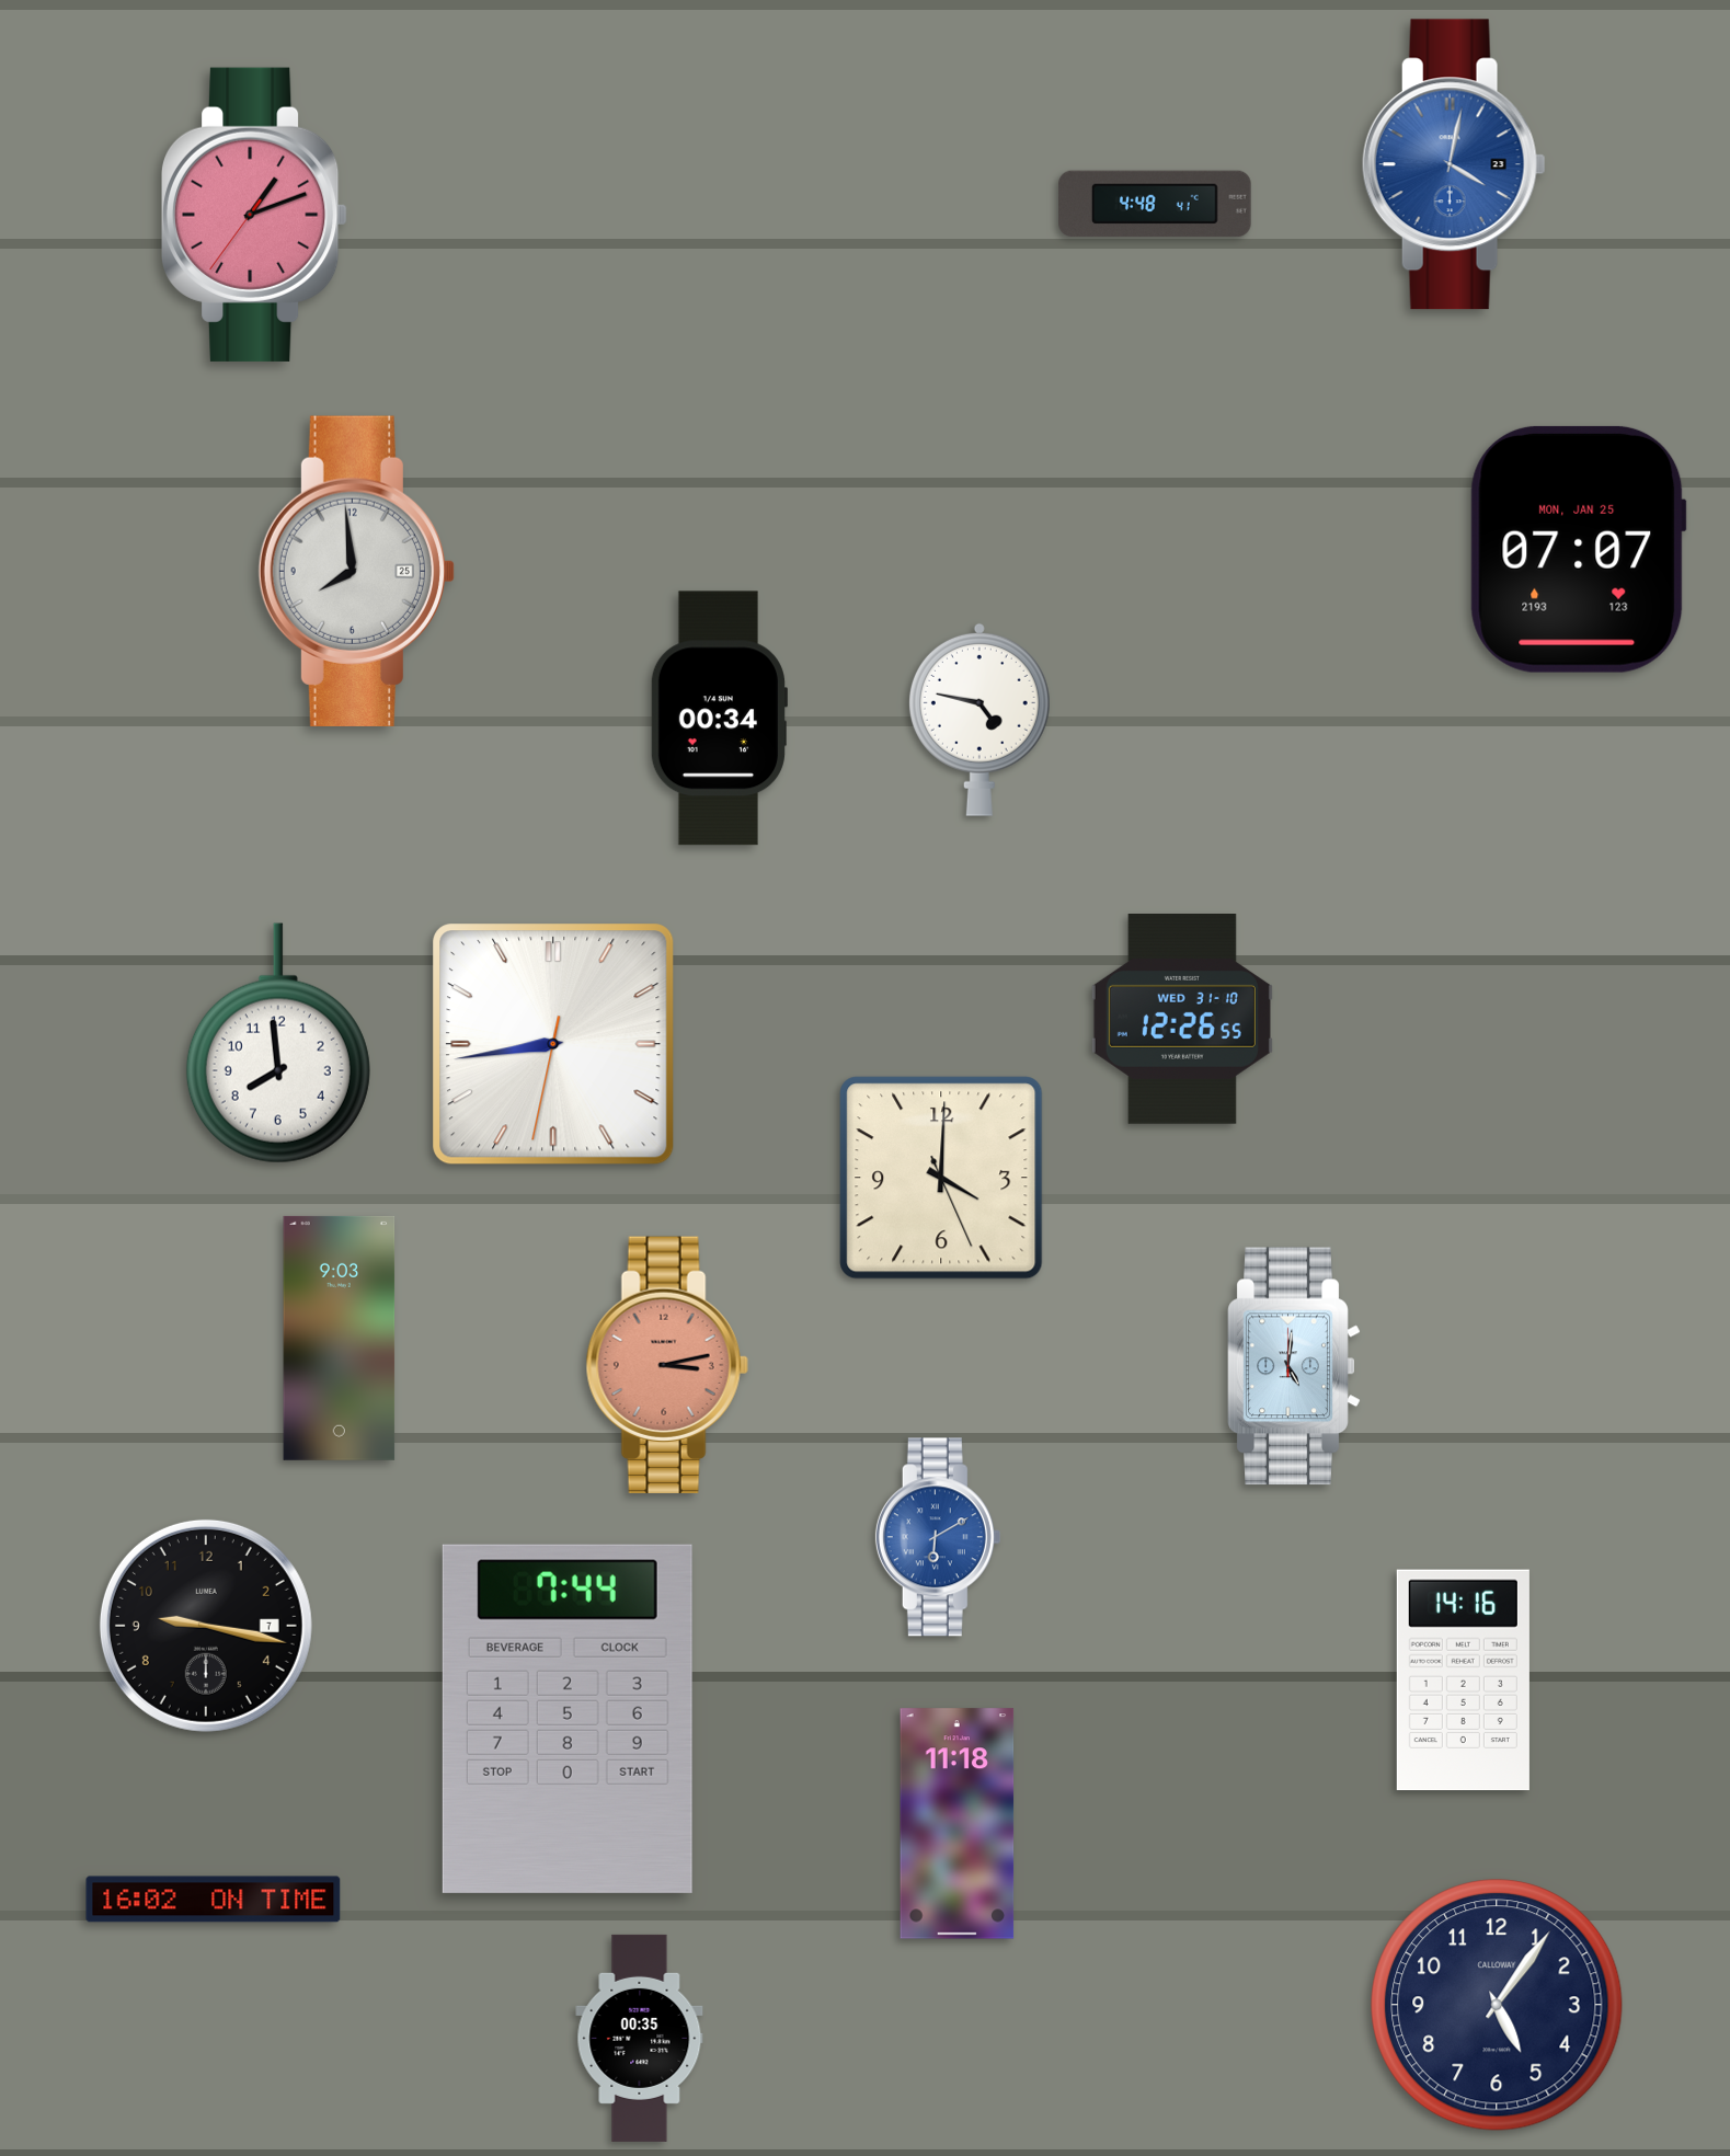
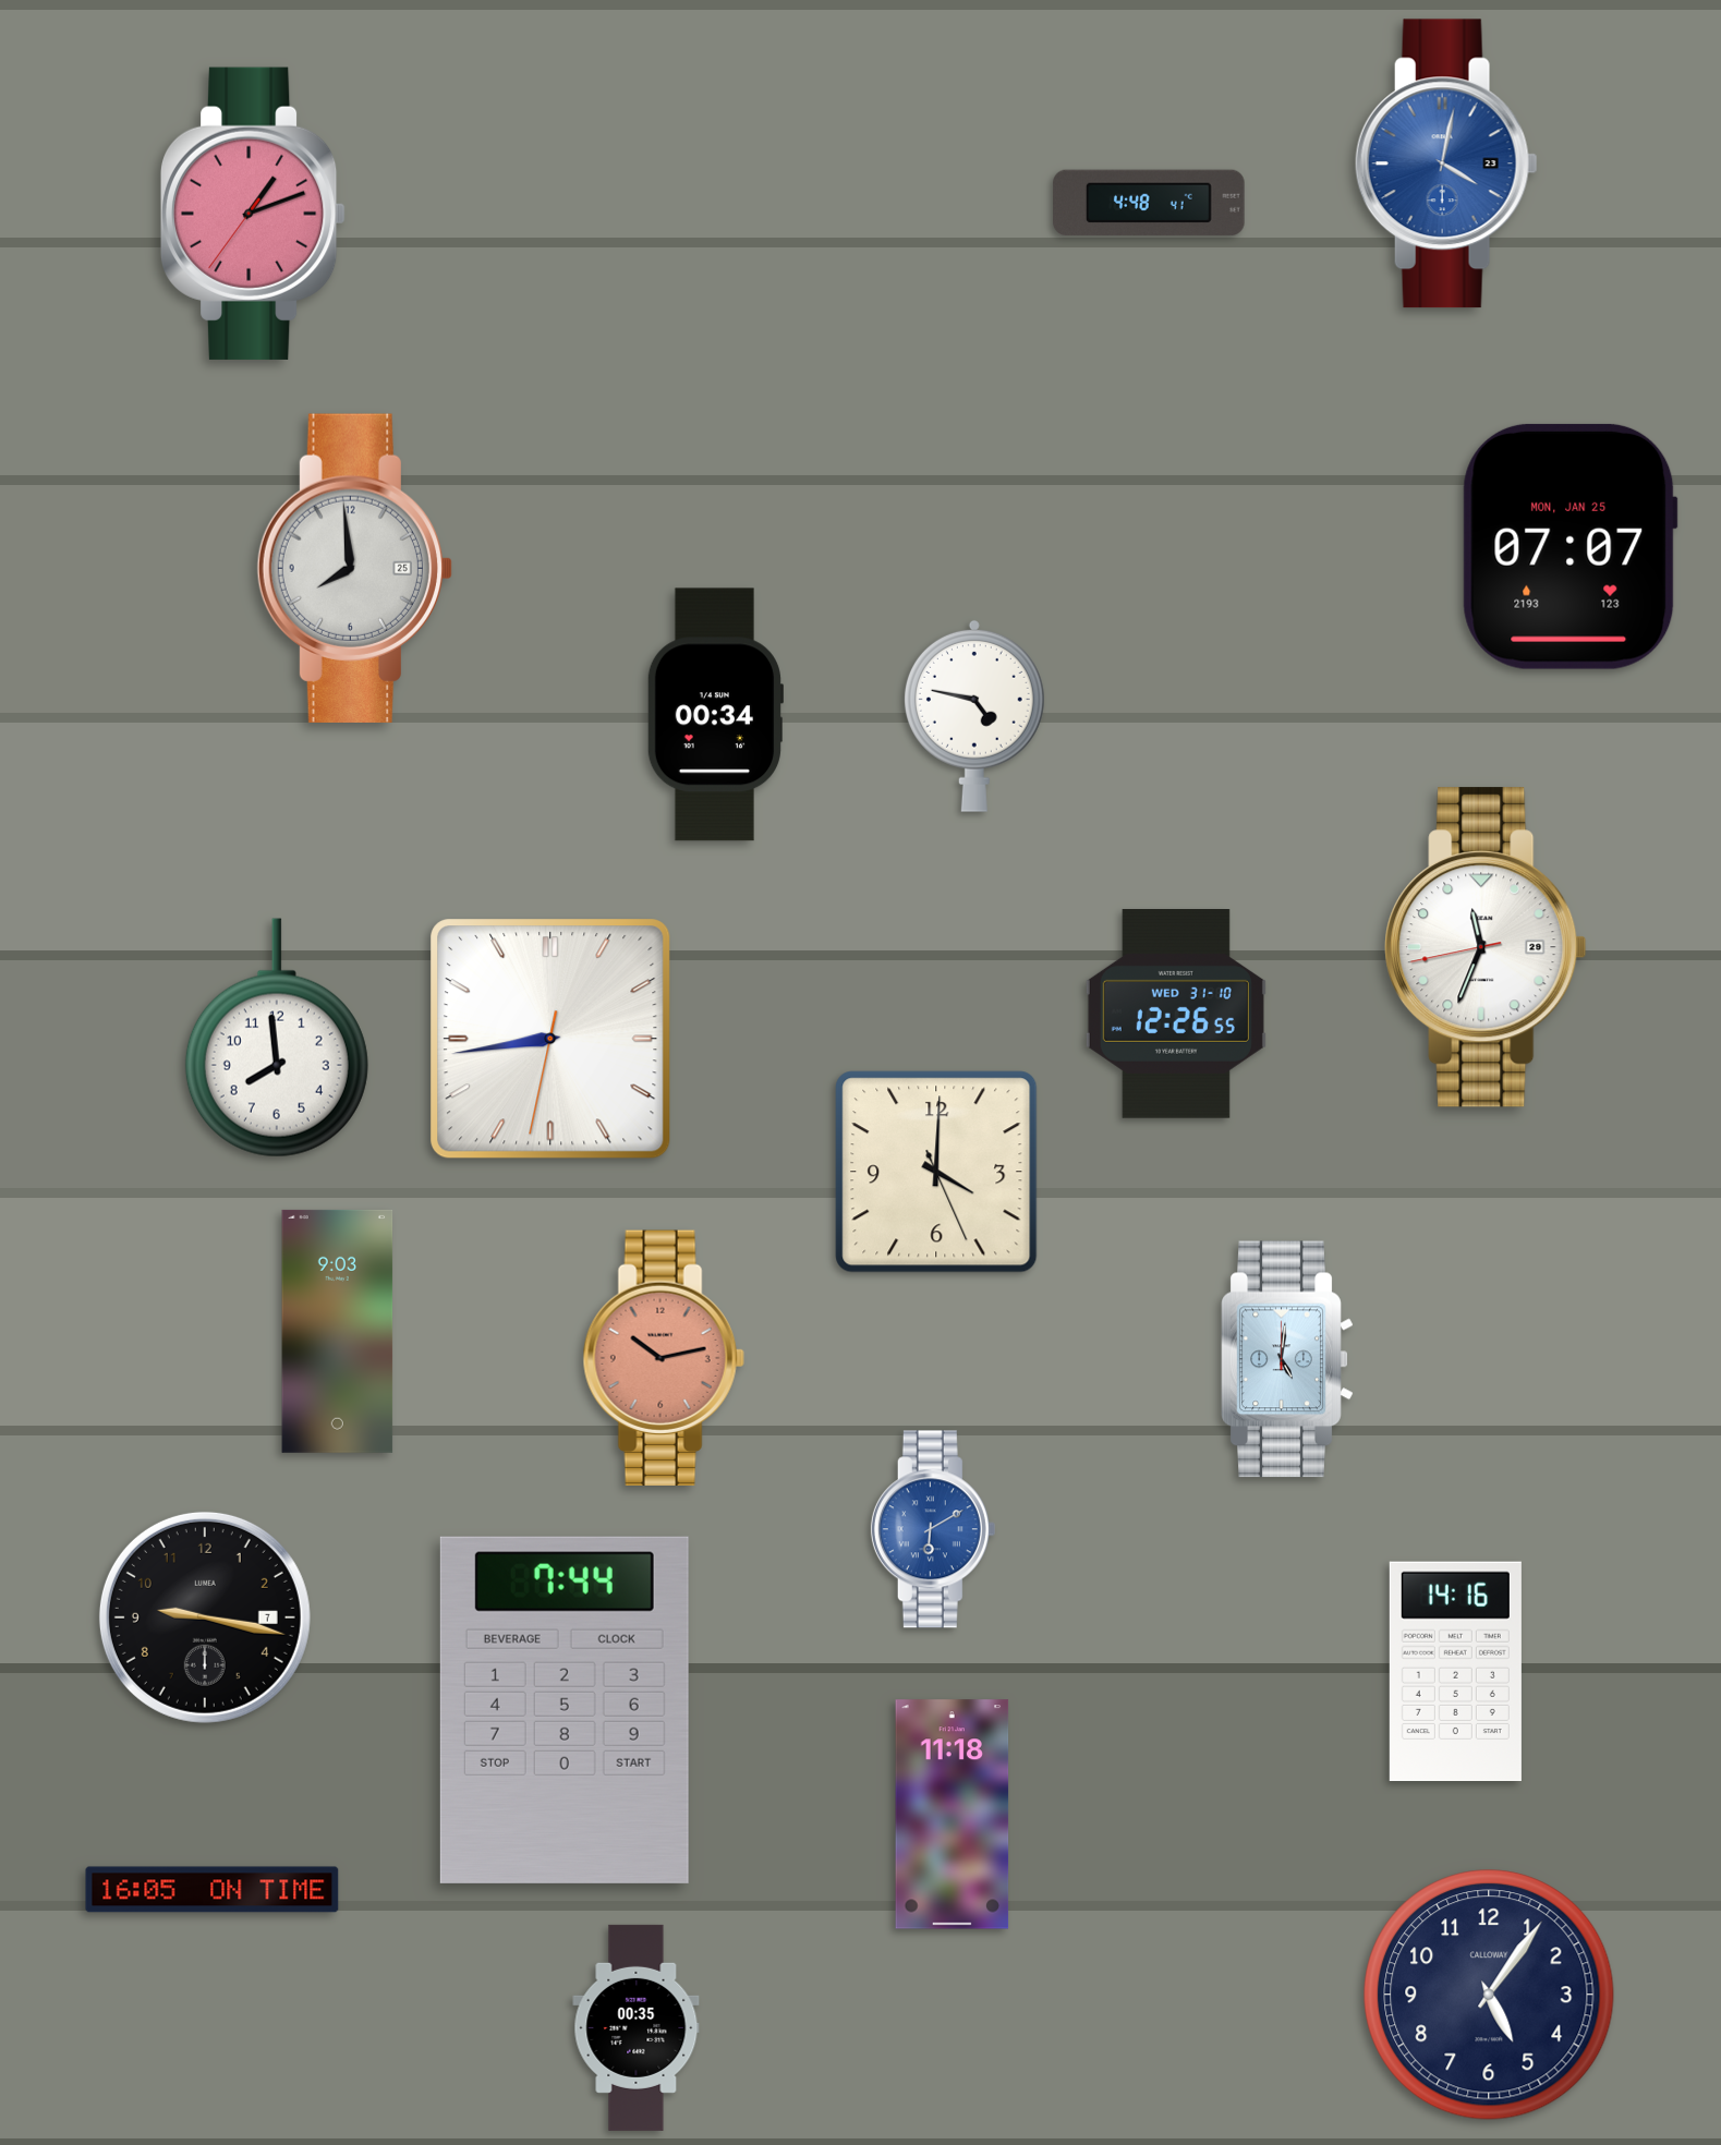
clock at (1486, 947): none -> 11:33
clock at (667, 1364): 3:13 -> 10:13
clock at (214, 1900): 16:02 -> 16:05
